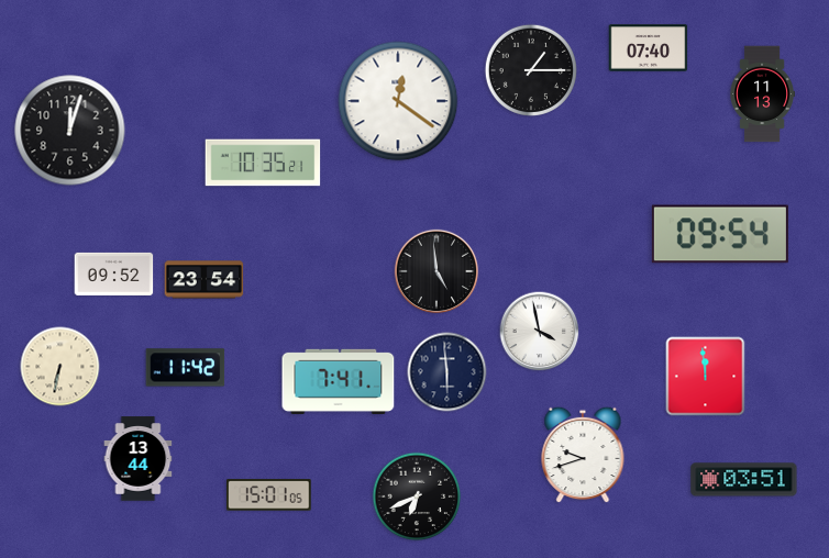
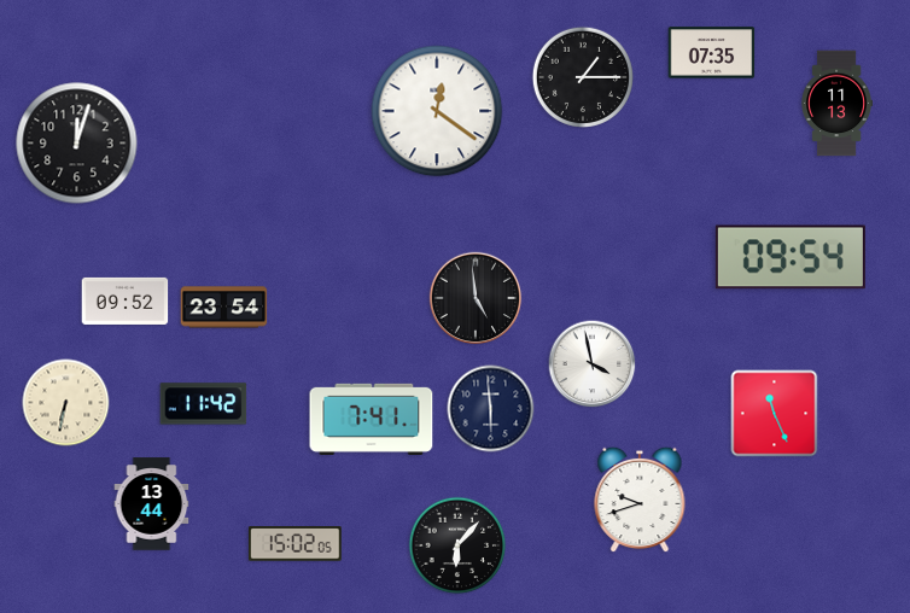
clock at (649, 48): 07:40 -> 07:35
clock at (263, 163): 10:35 -> none
clock at (436, 271) position: (436, 271) -> (476, 298)
clock at (706, 377): 11:59 -> 11:26
clock at (744, 480): 03:51 -> none
clock at (269, 495): 15:01 -> 15:02
clock at (417, 496): 6:41 -> 6:07
